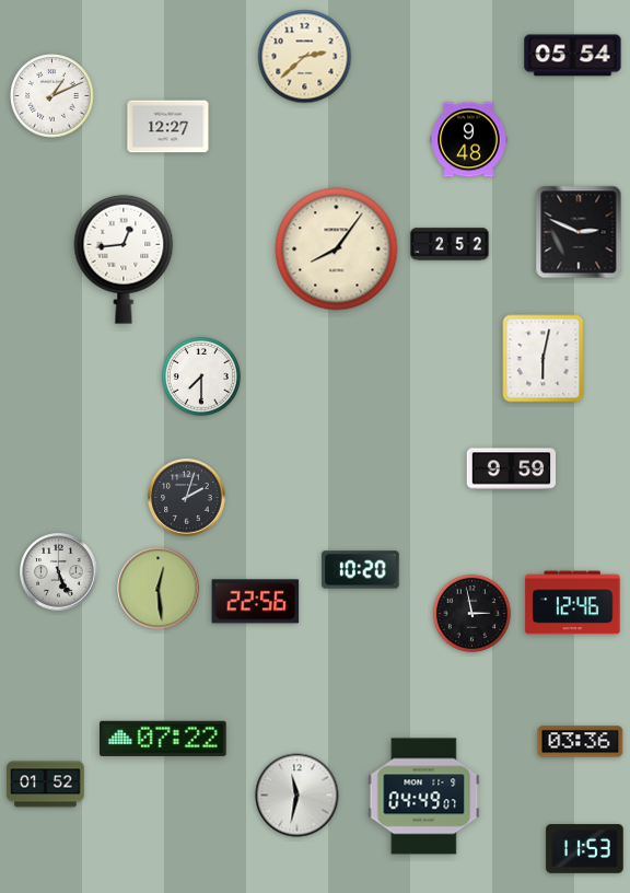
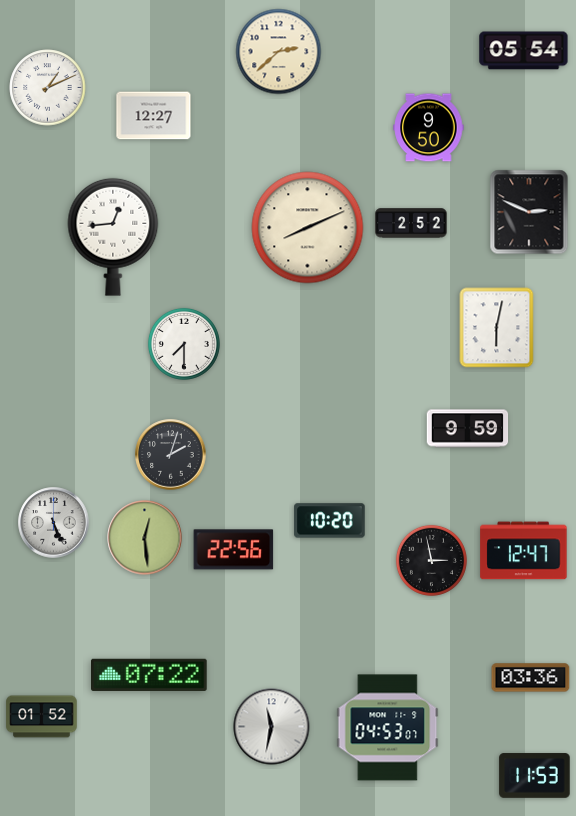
clock at (469, 140): 9:48 -> 9:50
clock at (337, 250): 8:06 -> 8:11
clock at (573, 603): 12:46 -> 12:47
clock at (424, 797): 04:49 -> 04:53
